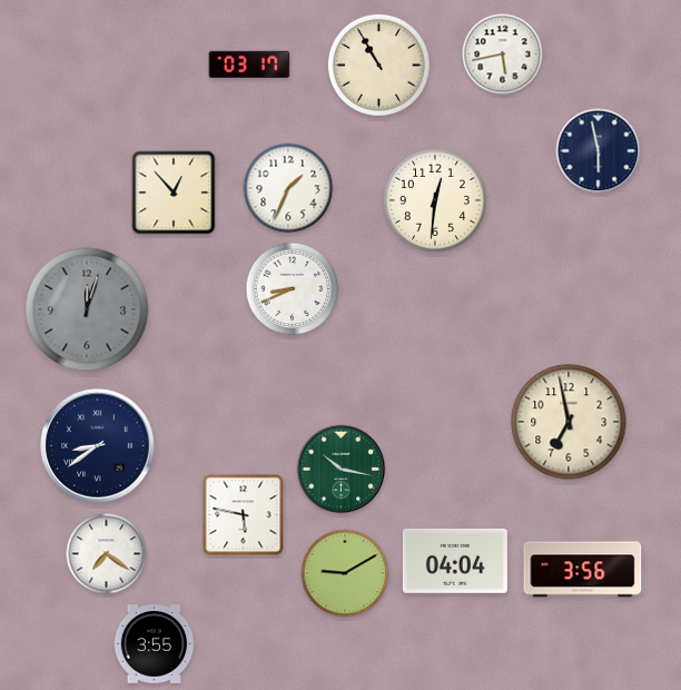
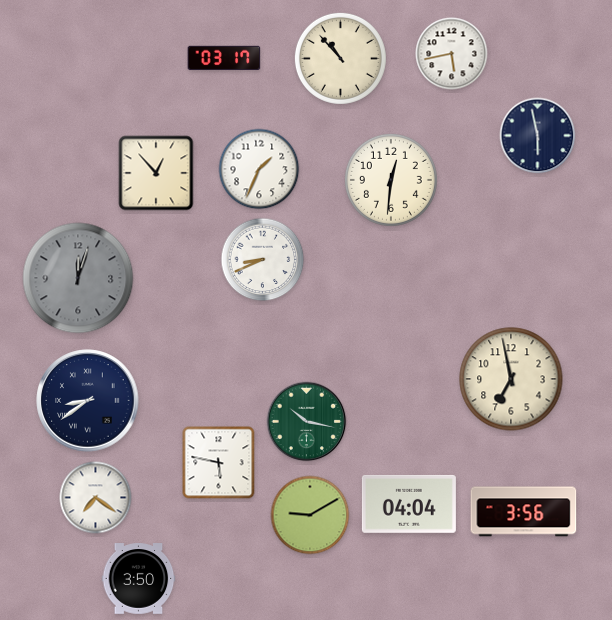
clock at (503, 55) position: (503, 55) -> (452, 54)
clock at (378, 65): 10:55 -> 10:53
clock at (155, 644): 3:55 -> 3:50
